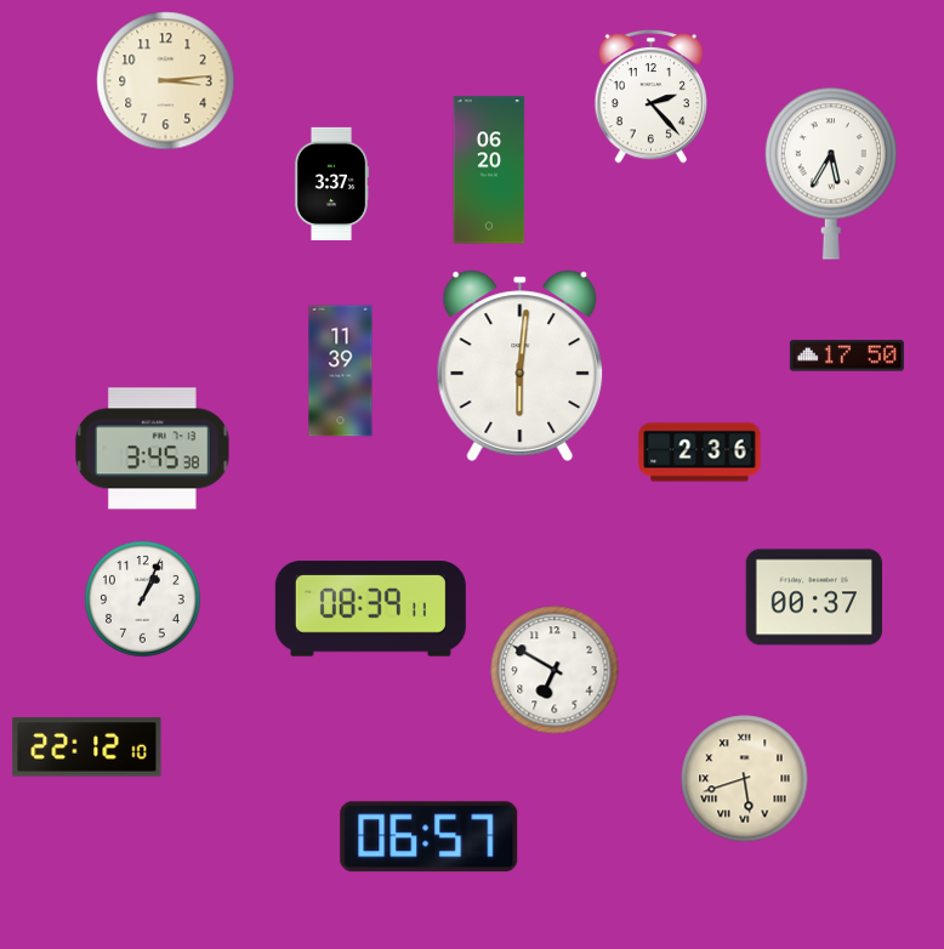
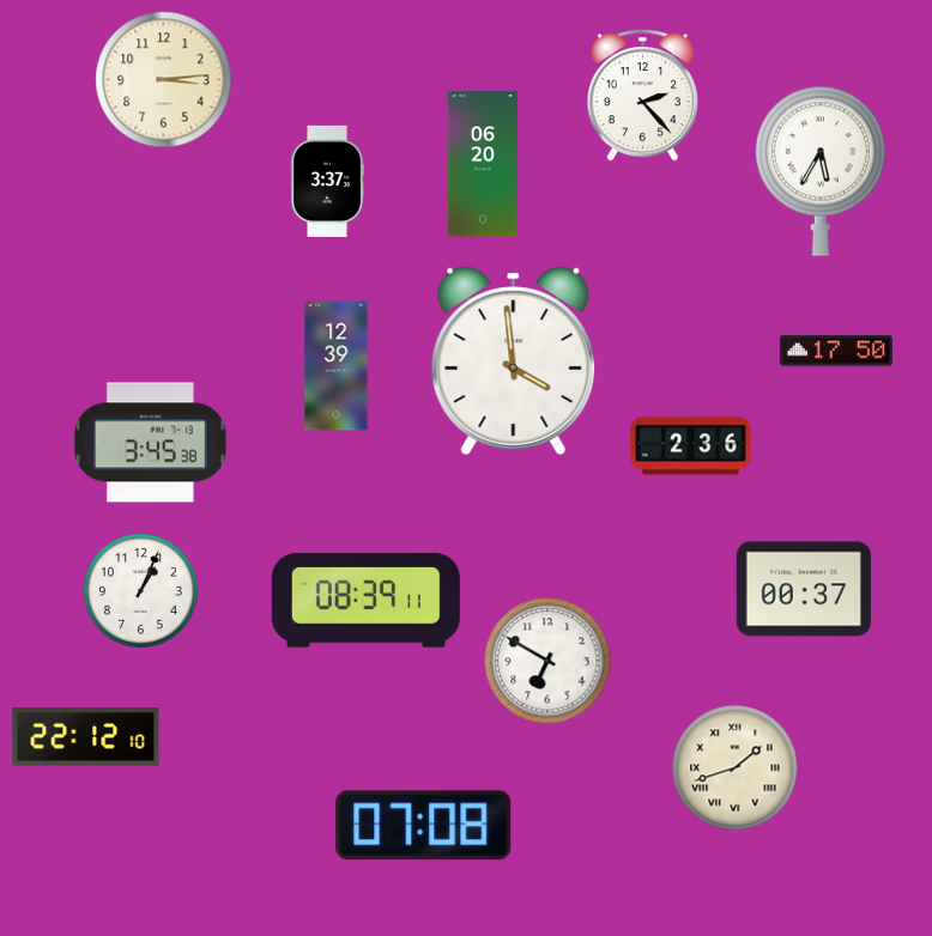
clock at (489, 170) position: (489, 170) -> (483, 164)
clock at (521, 365): 6:01 -> 3:59
clock at (341, 371): 11:39 -> 12:39
clock at (745, 779): 5:42 -> 1:42
clock at (430, 837): 06:57 -> 07:08
